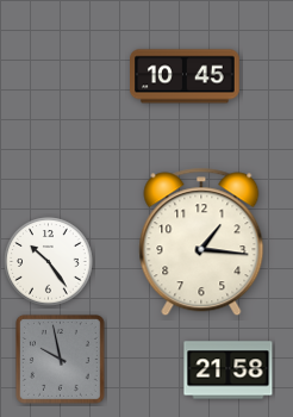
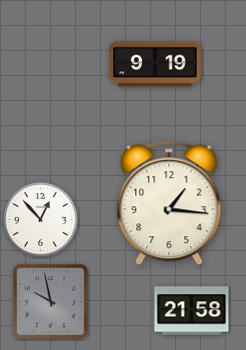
clock at (185, 76): 10:45 -> 9:19
clock at (49, 262): 10:24 -> 12:53
